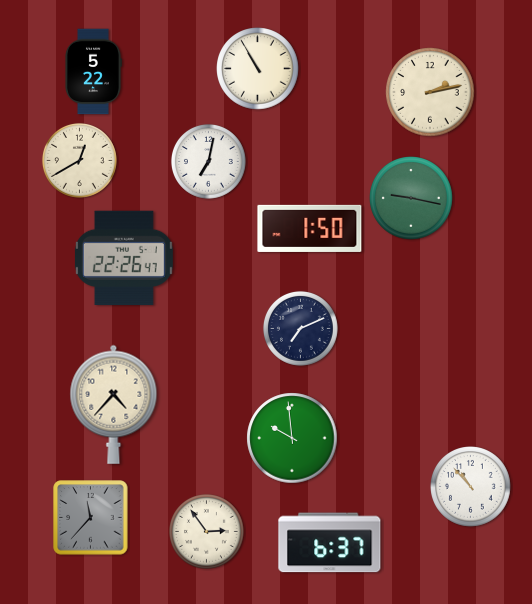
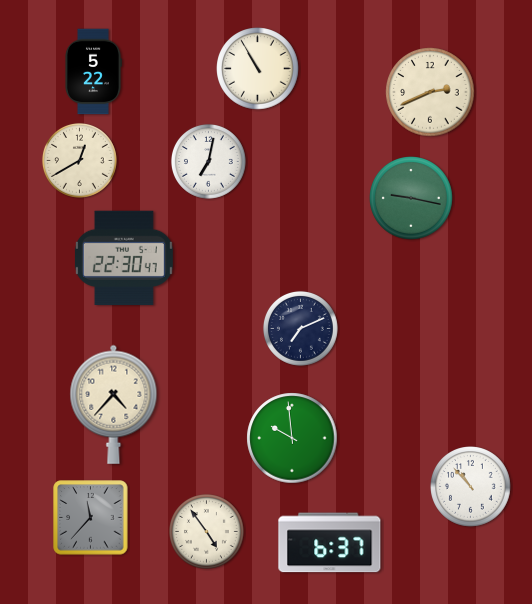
clock at (430, 92): 2:13 -> 2:41
clock at (310, 228): 1:50 -> none
clock at (124, 258): 22:26 -> 22:30
clock at (206, 531): 2:54 -> 4:54
